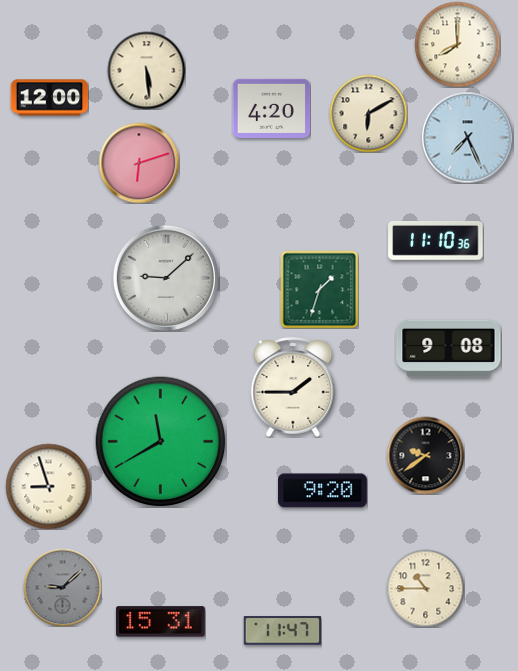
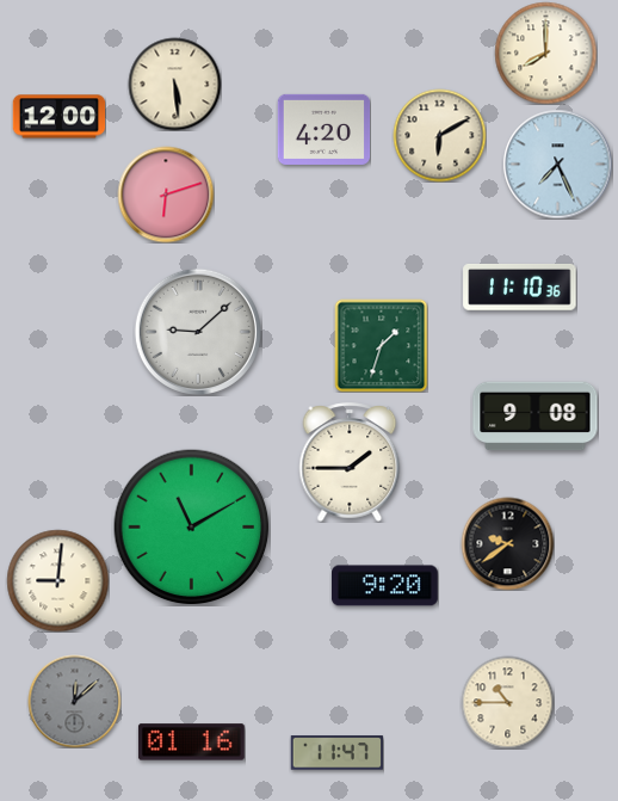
clock at (161, 442): 11:40 -> 11:10
clock at (48, 486): 8:57 -> 9:01
clock at (62, 587): 9:08 -> 12:08
clock at (160, 622): 15:31 -> 01:16
